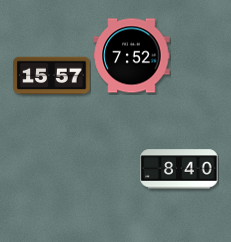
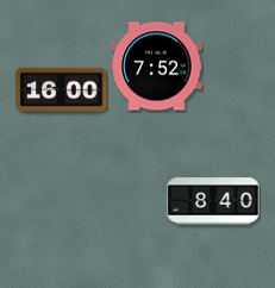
clock at (52, 76): 15:57 -> 16:00
